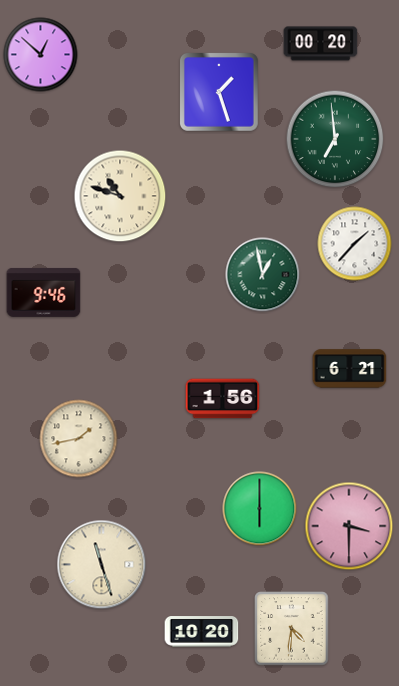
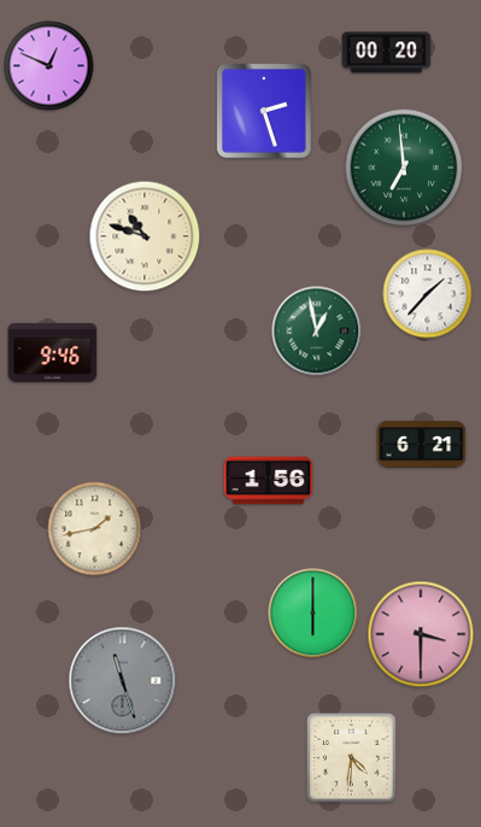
clock at (41, 55): 12:52 -> 12:49
clock at (219, 92): 1:27 -> 2:27
clock at (102, 565) dial: cream -> grey
clock at (202, 632): 10:20 -> none
